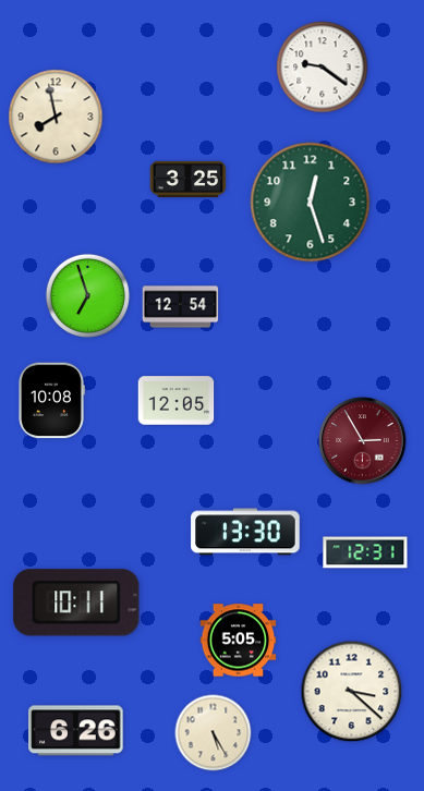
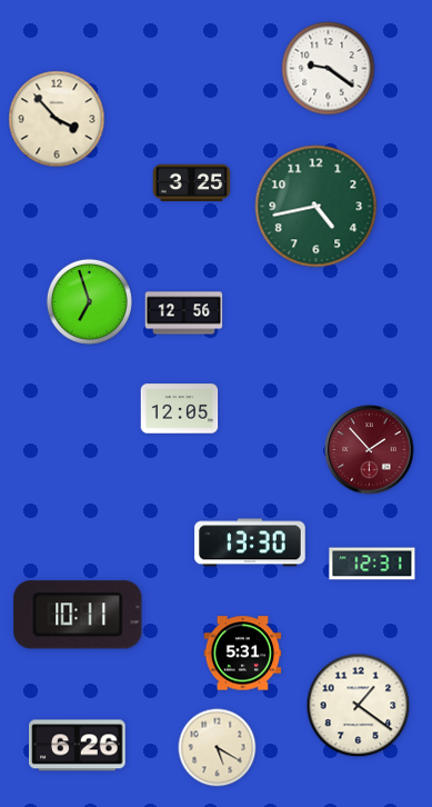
clock at (56, 117): 7:58 -> 3:53
clock at (311, 203): 12:27 -> 4:43
clock at (181, 307): 12:54 -> 12:56
clock at (52, 401): 10:08 -> none
clock at (363, 441): 2:55 -> 1:53
clock at (239, 641): 5:05 -> 5:31
clock at (352, 692): 3:22 -> 1:21
clock at (214, 733): 5:25 -> 5:20
